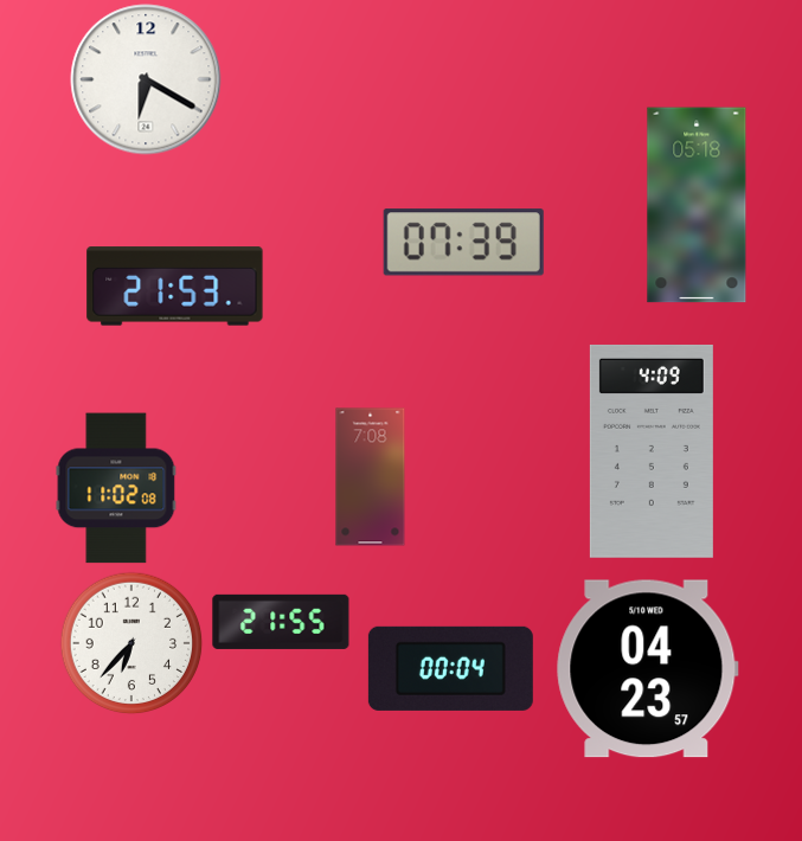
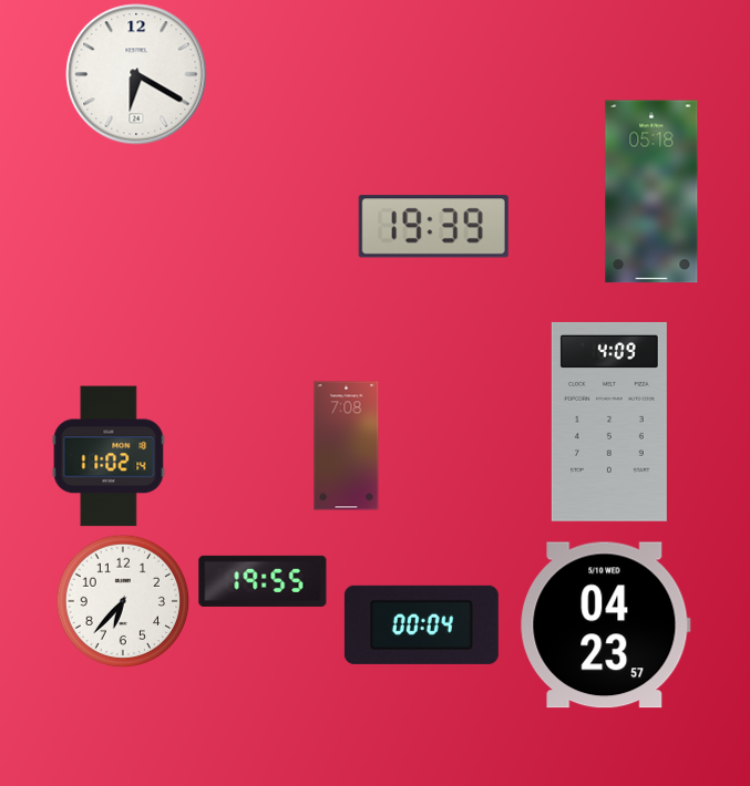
clock at (463, 243): 07:39 -> 19:39
clock at (175, 287): 21:53 -> none
clock at (116, 488): 11:02:08 -> 11:02:14
clock at (281, 622): 21:55 -> 19:55
